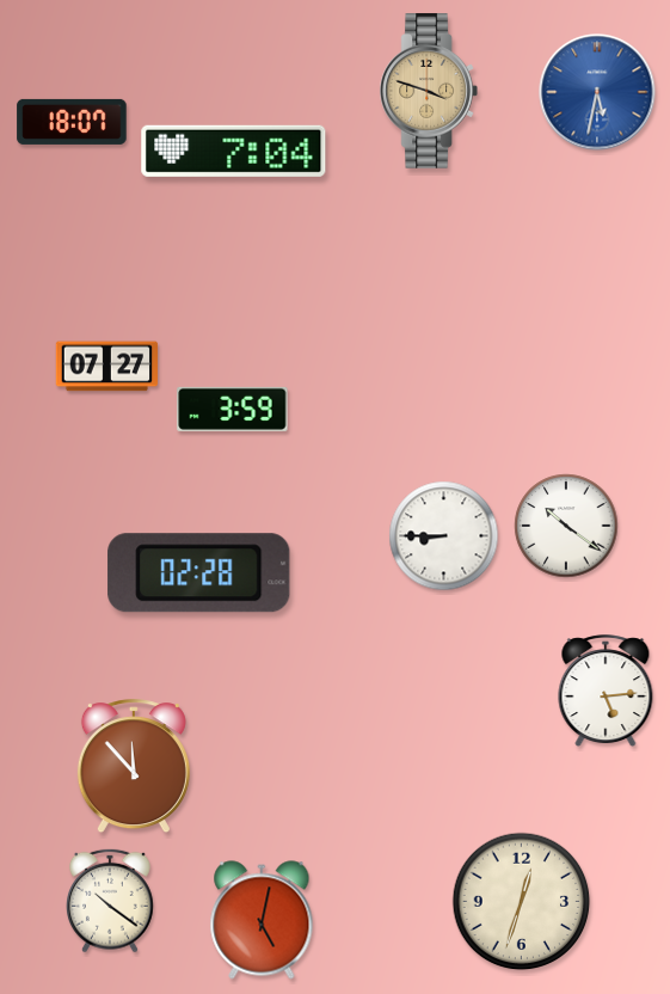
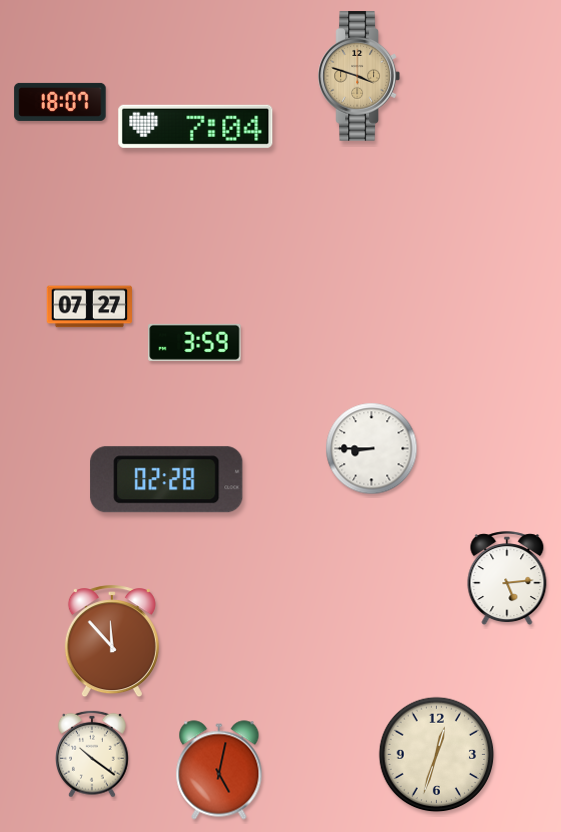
clock at (597, 92): 5:32 -> none
clock at (566, 526): 10:21 -> none
